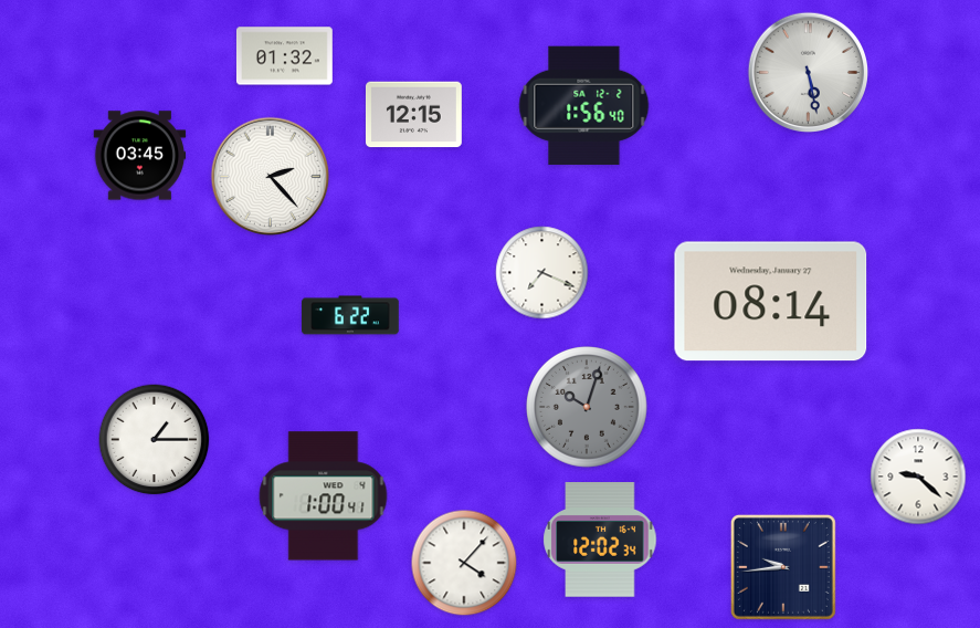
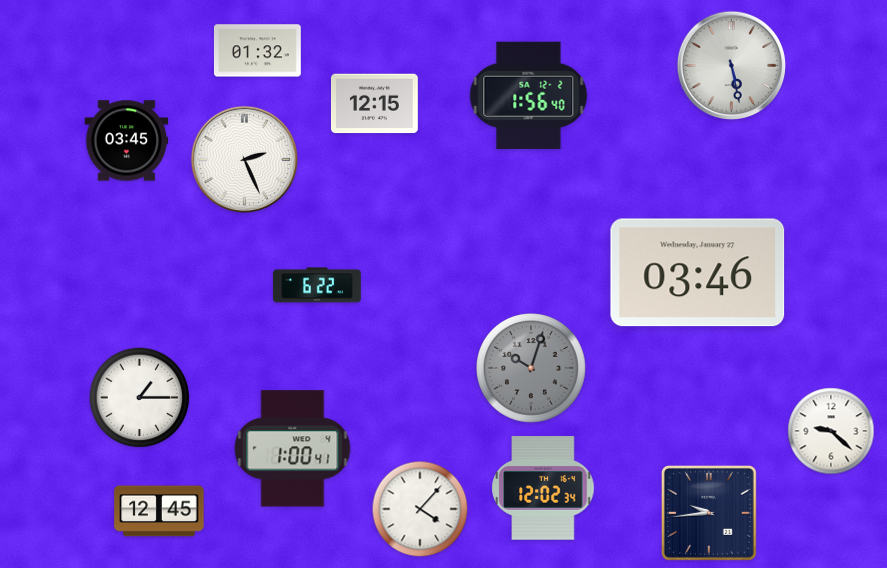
clock at (271, 177): 2:23 -> 2:26
clock at (542, 273): 7:19 -> none
clock at (771, 302): 08:14 -> 03:46
clock at (159, 511): none -> 12:45
